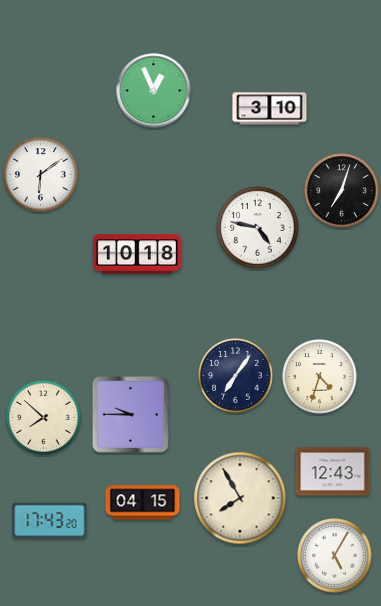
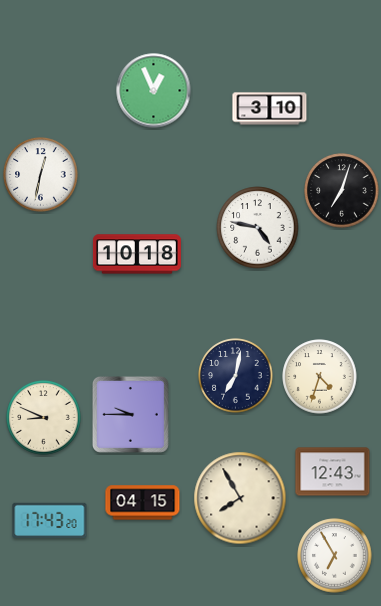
clock at (41, 175): 6:09 -> 12:32
clock at (236, 376): 7:06 -> 7:02
clock at (44, 418): 7:52 -> 8:49
clock at (335, 556): 5:05 -> 6:55
